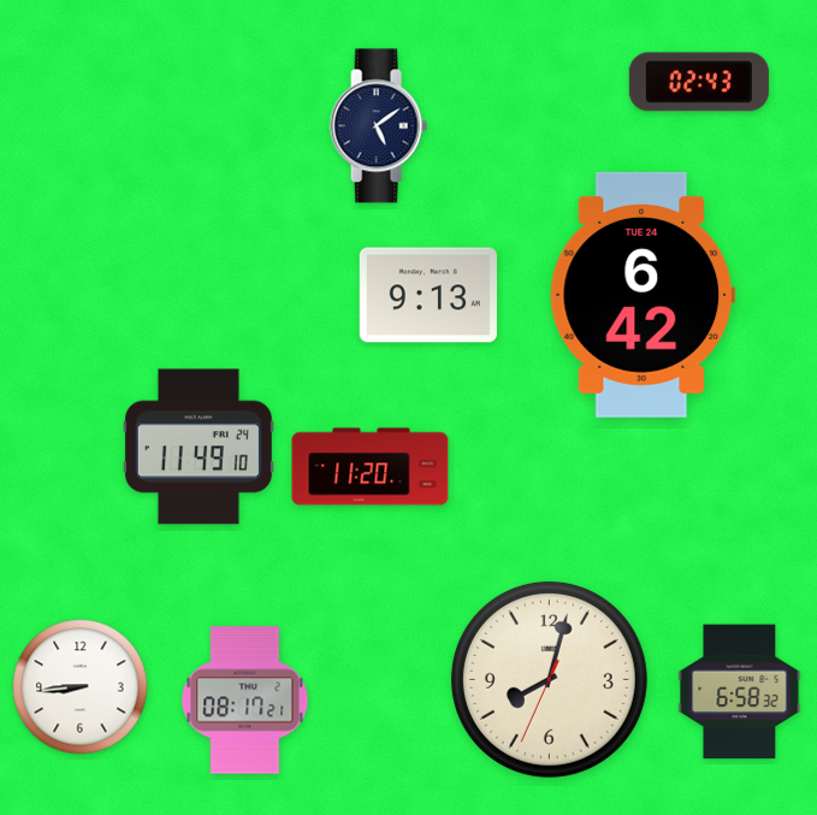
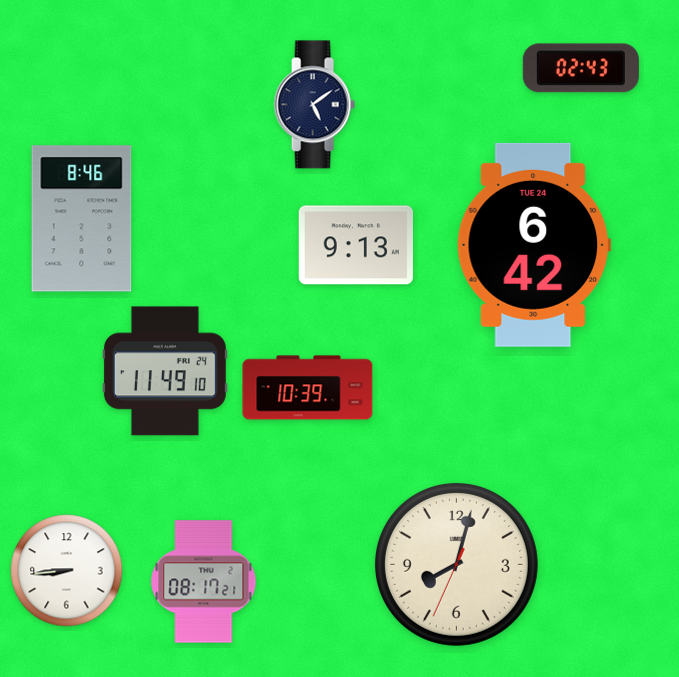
clock at (82, 219): none -> 8:46
clock at (371, 467): 11:20 -> 10:39
clock at (740, 692): 6:58 -> none
